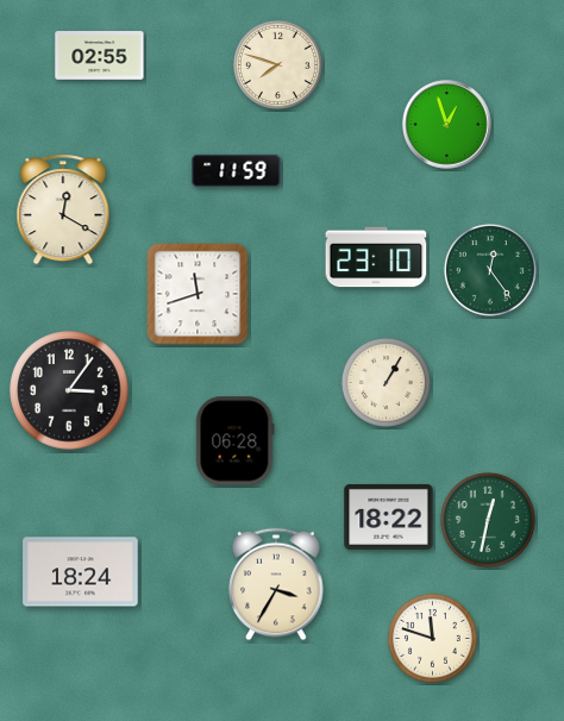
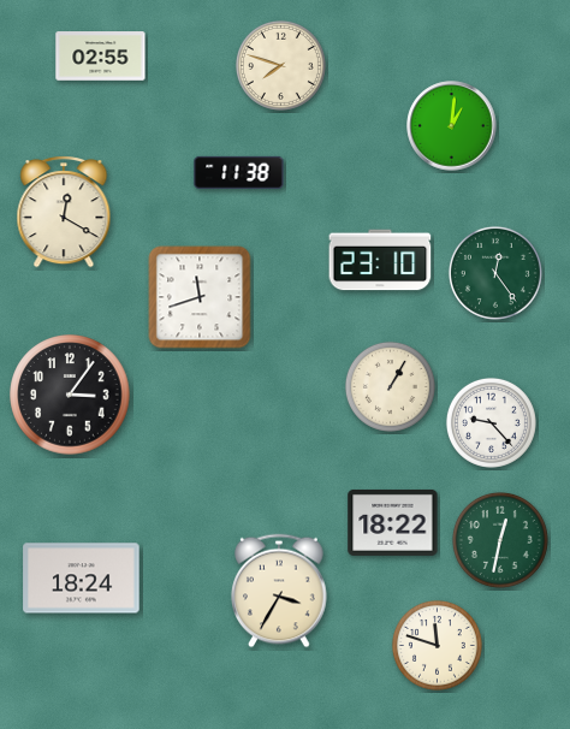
clock at (447, 125): 12:57 -> 1:01
clock at (237, 170): 11:59 -> 11:38
clock at (491, 422): none -> 9:23
clock at (236, 441): 06:28 -> none
clock at (488, 520) position: (488, 520) -> (500, 540)
